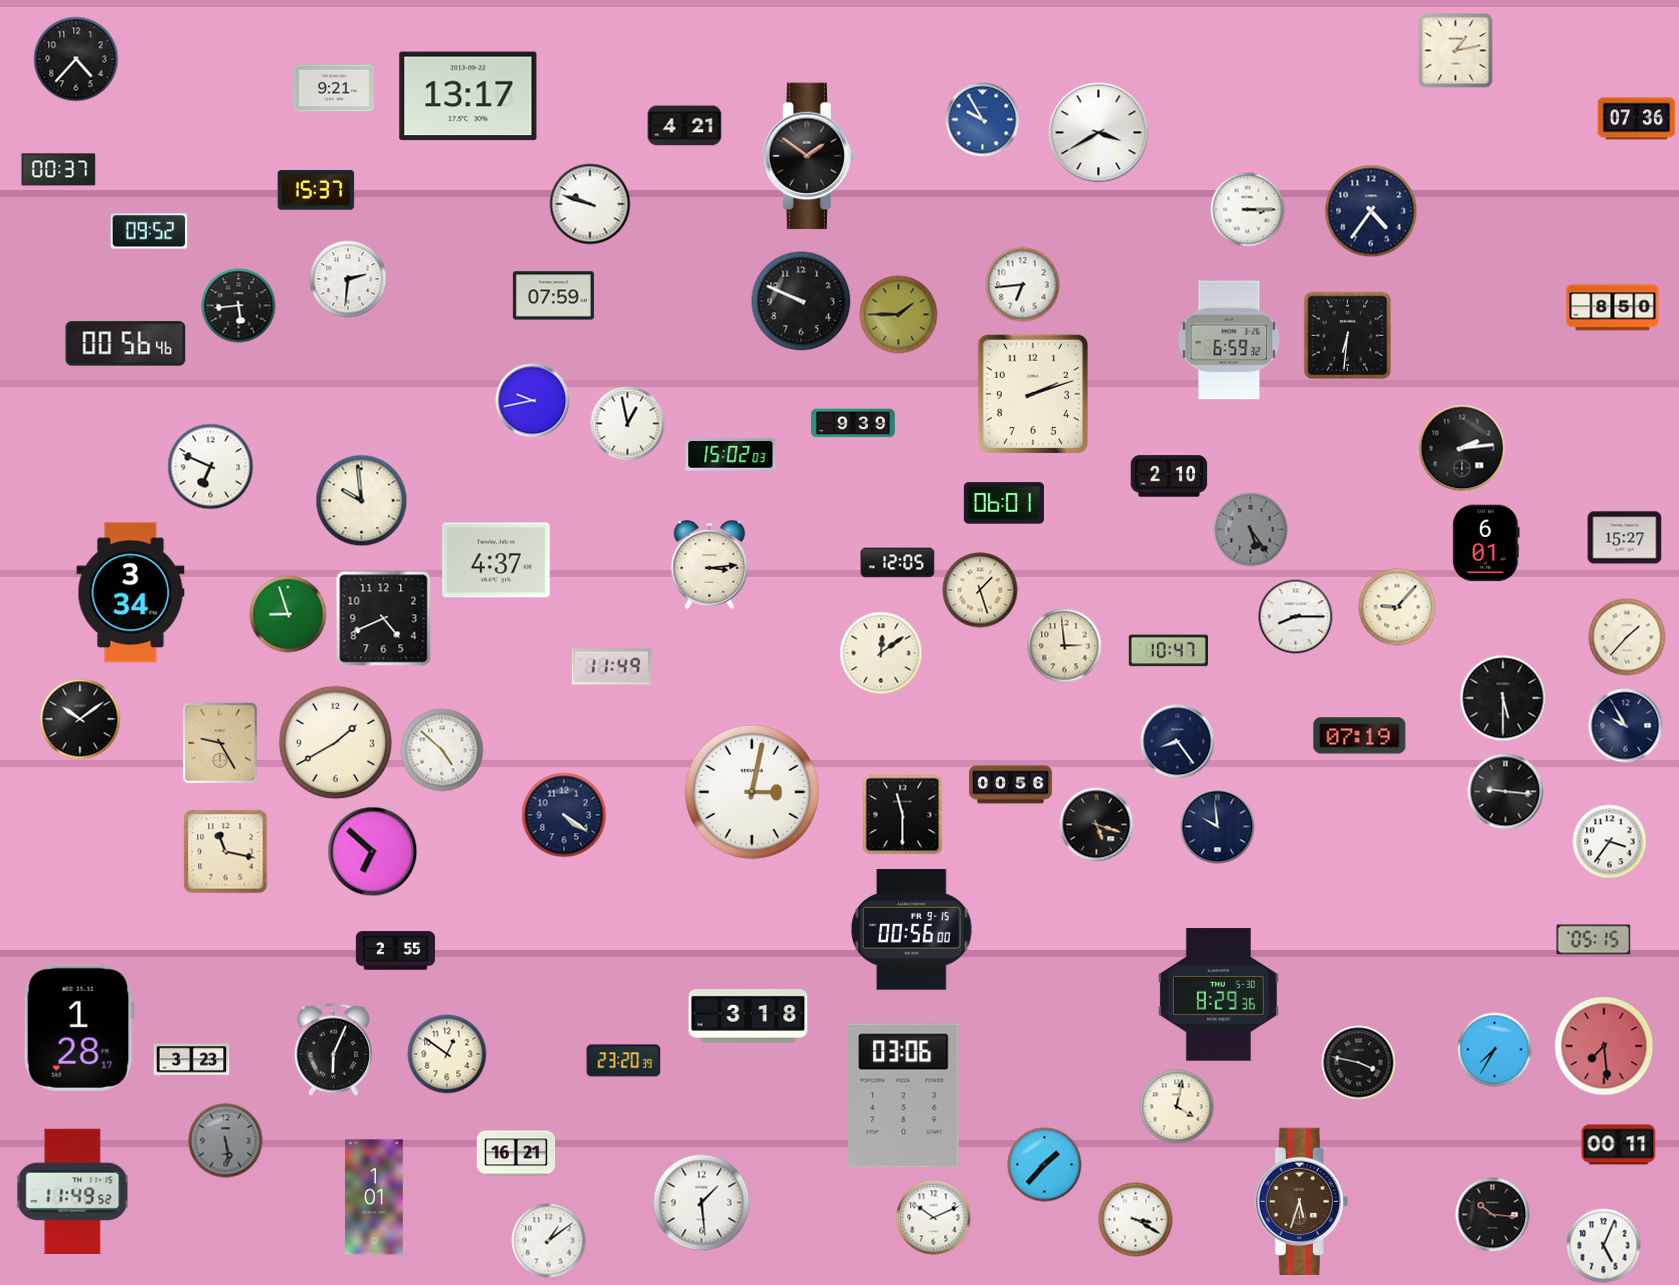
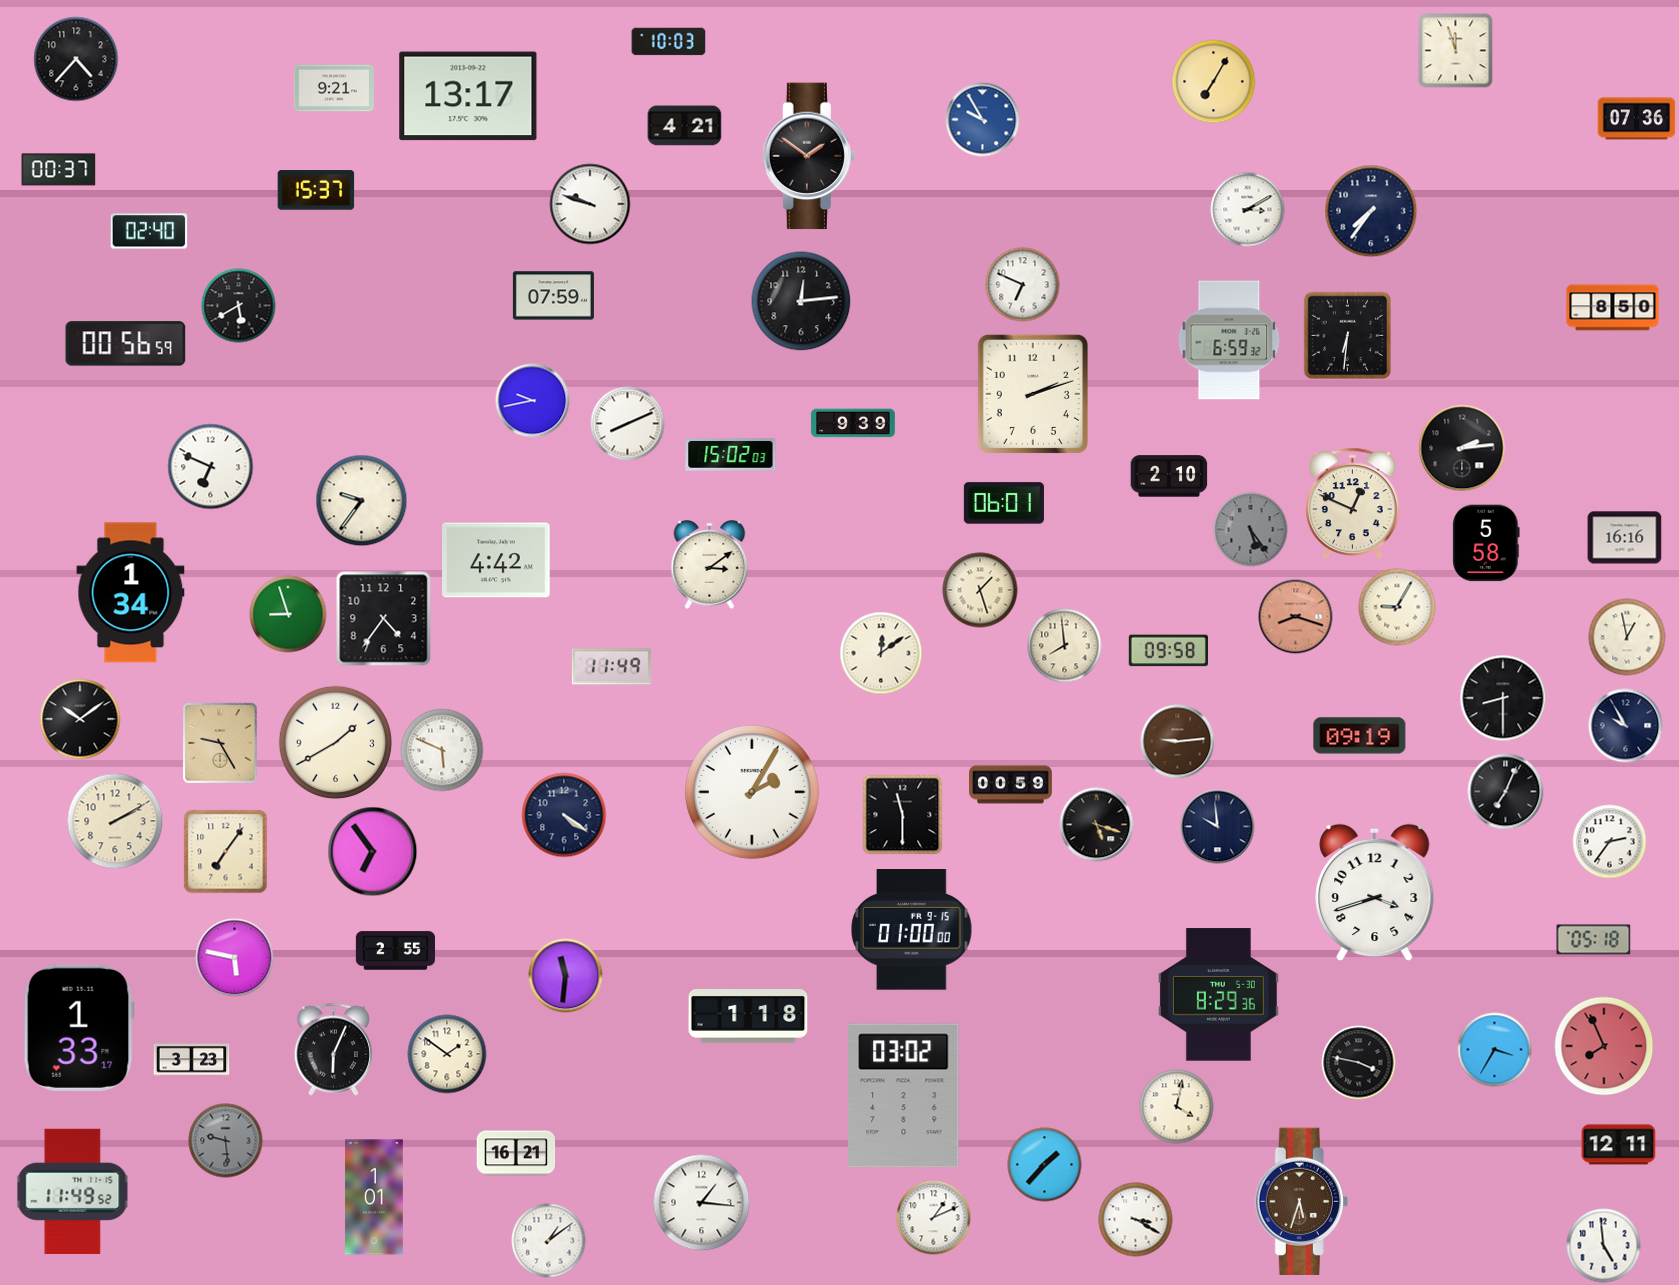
clock at (669, 42): none -> 10:03
clock at (1456, 51): 1:13 -> 11:57
clock at (1214, 82): none -> 7:05
clock at (1099, 133): 3:40 -> none
clock at (1248, 210): 3:15 -> 3:10
clock at (1371, 211): 4:36 -> 7:36
clock at (149, 231): 09:52 -> 02:40
clock at (348, 279): 2:31 -> none
clock at (1023, 285): 6:44 -> 6:49
clock at (801, 301): 9:49 -> 12:14
clock at (239, 306): 5:44 -> 5:40
clock at (899, 315): 1:45 -> none
clock at (126, 344): 00:56:46 -> 00:56:59
clock at (628, 424): 12:58 -> 8:11
clock at (362, 501): 9:59 -> 9:36
clock at (1352, 503): none -> 12:49
clock at (1625, 538): 15:27 -> 16:16
clock at (1486, 543): 6:01 -> 5:58
clock at (497, 560): 4:37 -> 4:42
clock at (898, 563): 12:05 -> none
clock at (710, 564): 3:14 -> 3:09
clock at (131, 593): 3:34 -> 1:34
clock at (1397, 607): 9:07 -> 9:05
clock at (1296, 617): 8:15 -> 8:18
clock at (1296, 617) dial: white -> salmon
clock at (384, 619): 4:41 -> 4:36
clock at (1627, 637): 1:37 -> 12:58
clock at (1065, 646): 2:59 -> 7:59
clock at (1168, 651): 10:47 -> 09:58
clock at (1503, 698): 5:30 -> 8:30
clock at (1360, 736): 07:19 -> 09:19
clock at (1178, 742): 8:24 -> 9:14
clock at (1178, 742) dial: navy -> brown
clock at (442, 750): 4:52 -> 5:49
clock at (1011, 785): 00:56 -> 00:59
clock at (752, 792): 3:02 -> 2:05
clock at (1506, 792): 9:16 -> 7:04
clock at (115, 821): none -> 2:10
clock at (1610, 842): 3:36 -> 2:36
clock at (226, 852): 11:17 -> 7:06
clock at (373, 852): 6:52 -> 6:54
clock at (1375, 893): none -> 3:42
clock at (912, 930): 00:56 -> 01:00
clock at (1594, 940): 05:15 -> 05:18
clock at (235, 958): none -> 5:47
clock at (566, 976): none -> 11:31
clock at (748, 1017): 3:18 -> 1:18
clock at (79, 1028): 1:28 -> 1:33
clock at (1604, 1046): 7:29 -> 7:56
clock at (1495, 1050): 7:35 -> 3:35
clock at (447, 1054): 12:51 -> 1:51
clock at (624, 1061): 23:20 -> none
clock at (904, 1096): 03:06 -> 03:02
clock at (226, 1141): 5:29 -> 9:29
clock at (1619, 1145): 00:11 -> 12:11
clock at (702, 1203): 1:29 -> 1:16
clock at (1493, 1215): 10:16 -> none
clock at (934, 1218): 10:11 -> 1:11
clock at (1604, 1246): 5:04 -> 4:59
